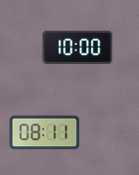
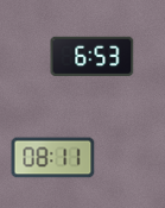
clock at (78, 47): 10:00 -> 6:53
